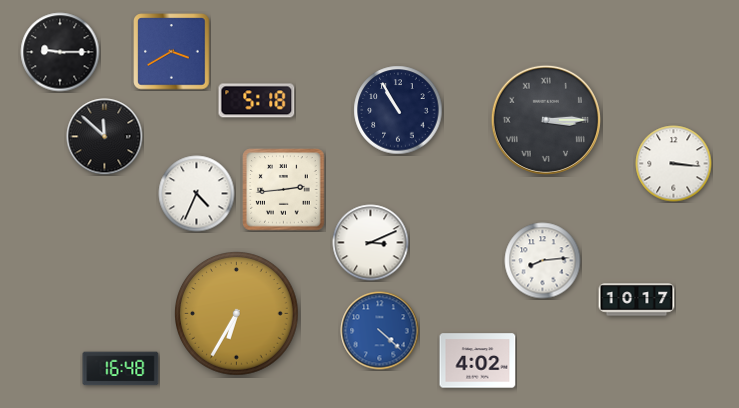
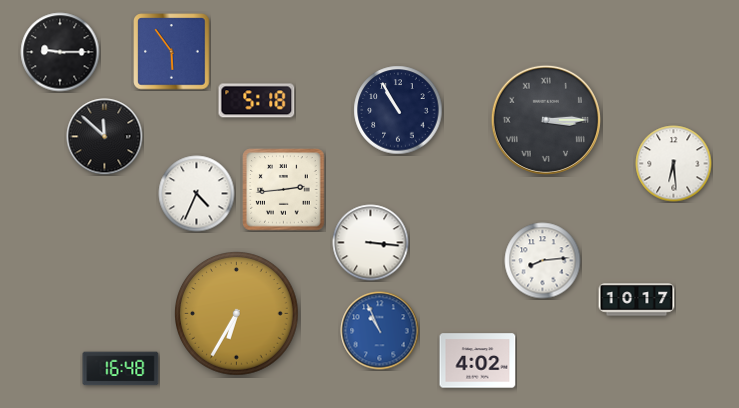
clock at (172, 52): 3:40 -> 5:54
clock at (674, 164): 3:16 -> 6:29
clock at (371, 243): 3:11 -> 3:16
clock at (380, 331): 4:22 -> 10:56
